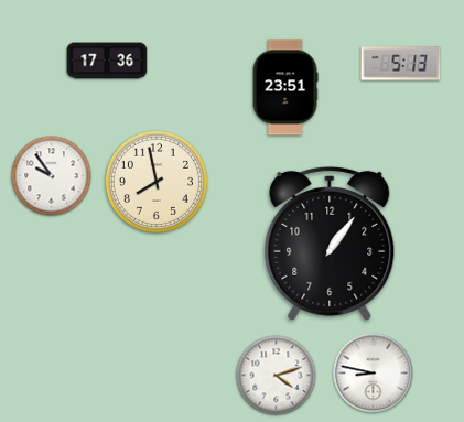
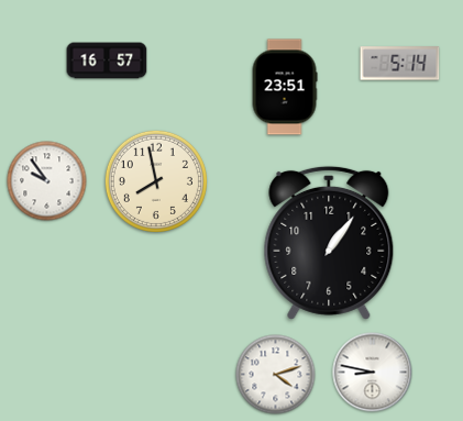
clock at (107, 61): 17:36 -> 16:57
clock at (401, 64): 5:13 -> 5:14
clock at (52, 176) position: (52, 176) -> (47, 181)
